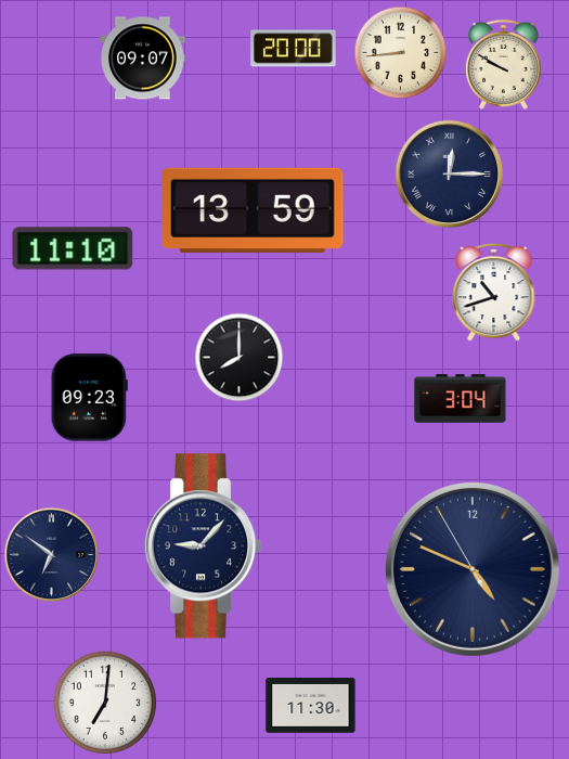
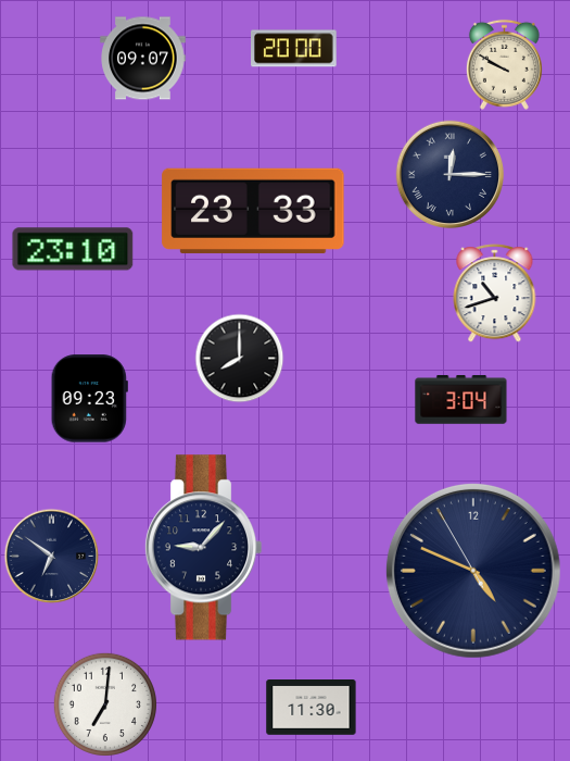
clock at (401, 53): 8:44 -> none
clock at (253, 210): 13:59 -> 23:33
clock at (73, 248): 11:10 -> 23:10
